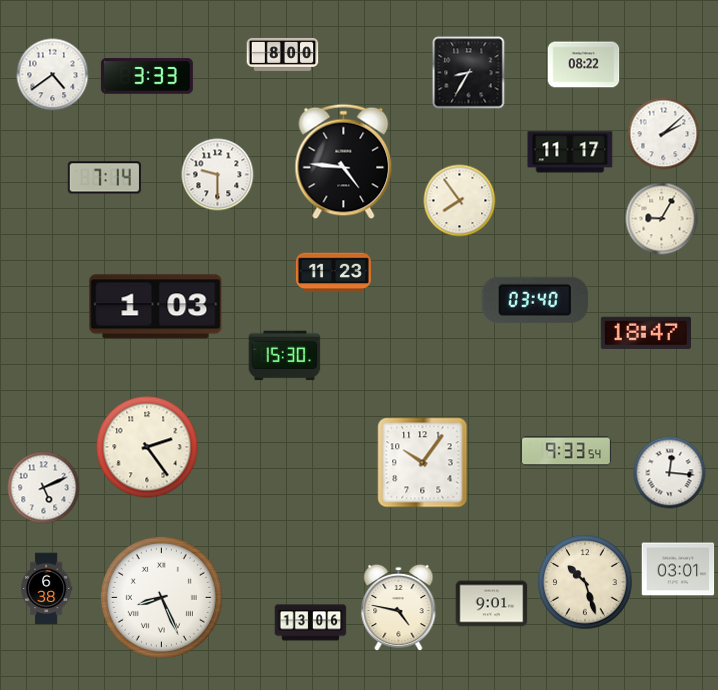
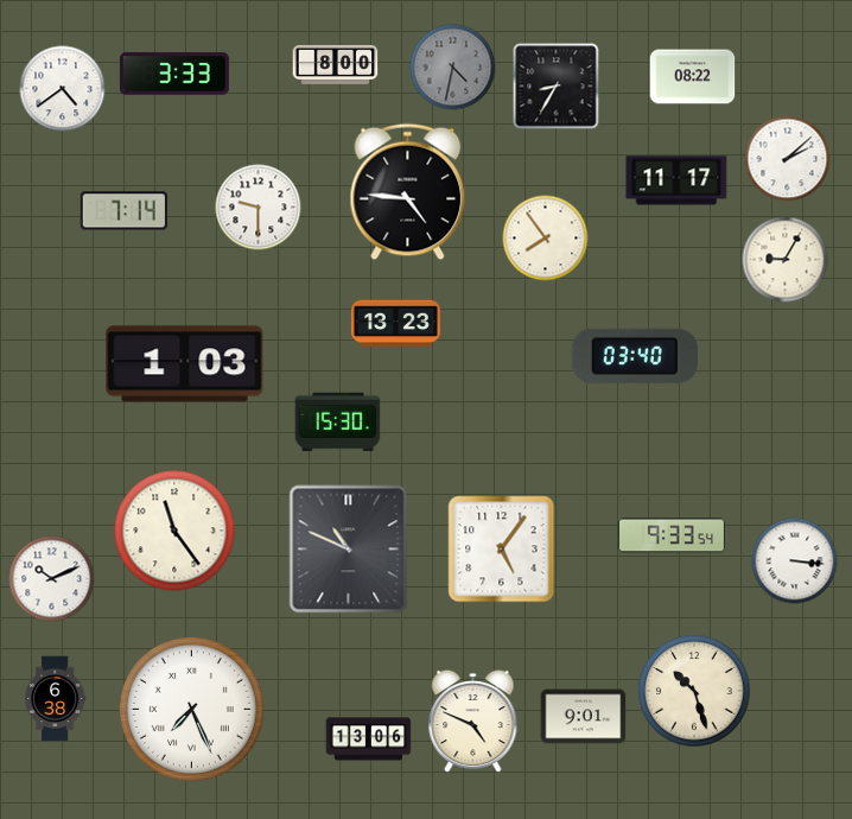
clock at (453, 68): none -> 4:32
clock at (147, 76) position: (147, 76) -> (174, 74)
clock at (333, 273): 11:23 -> 13:23
clock at (646, 333): 18:47 -> none
clock at (147, 447): 2:24 -> 11:24
clock at (349, 550): none -> 10:49
clock at (423, 463): 10:06 -> 5:06
clock at (670, 473): 12:16 -> 3:16
clock at (44, 488): 5:11 -> 10:11
clock at (678, 569): 03:01 -> none
clock at (161, 597): 8:26 -> 7:26
clock at (399, 608): 4:47 -> 4:49
